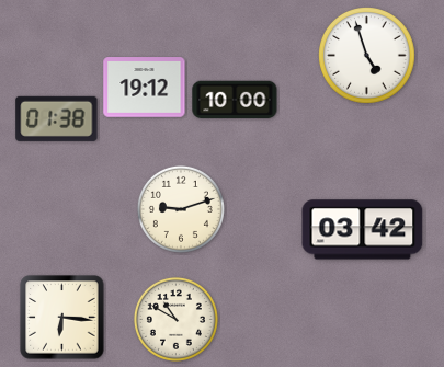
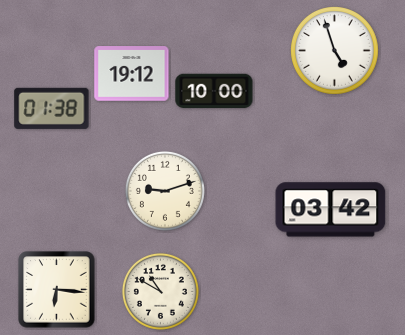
clock at (145, 88) position: (145, 88) -> (132, 74)
